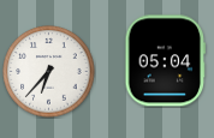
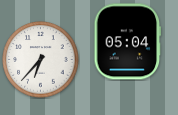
clock at (166, 61) position: (166, 61) -> (128, 42)
